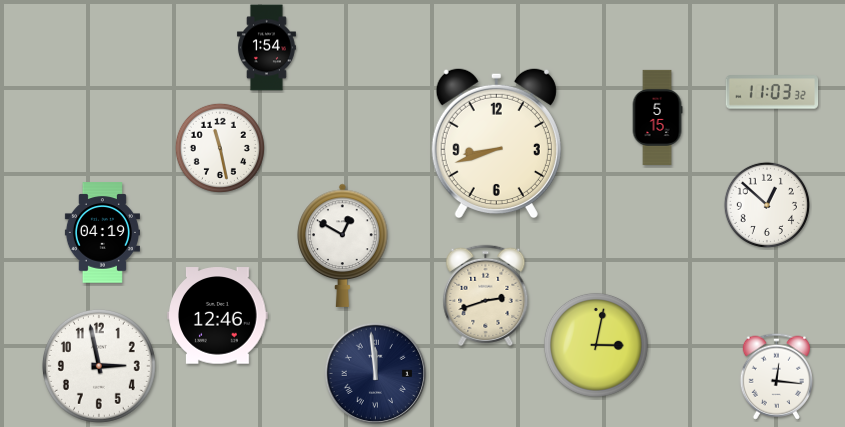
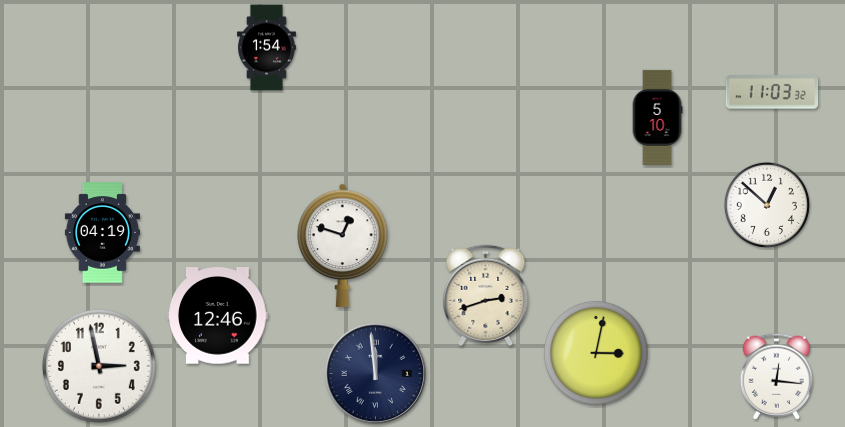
clock at (657, 117): 5:15 -> 5:10
clock at (496, 143): 8:42 -> none
clock at (220, 148): 11:28 -> none
clock at (343, 245): 12:50 -> 12:48
clock at (596, 345) position: (596, 345) -> (596, 353)
